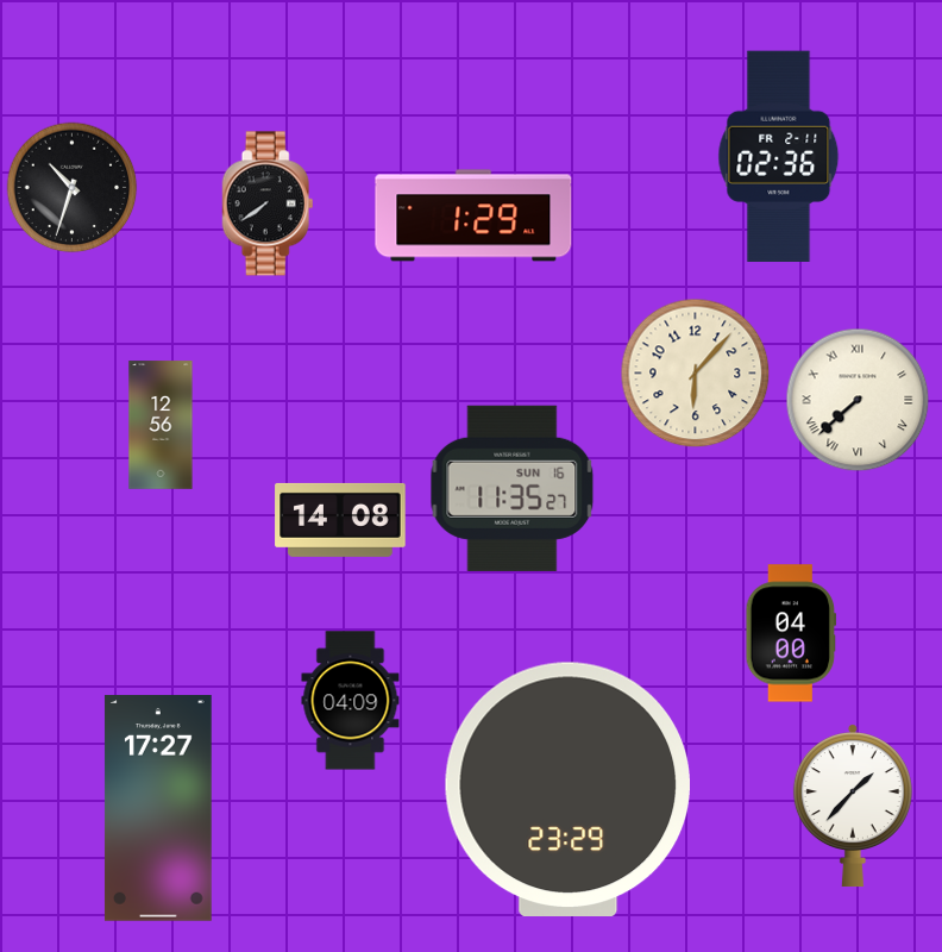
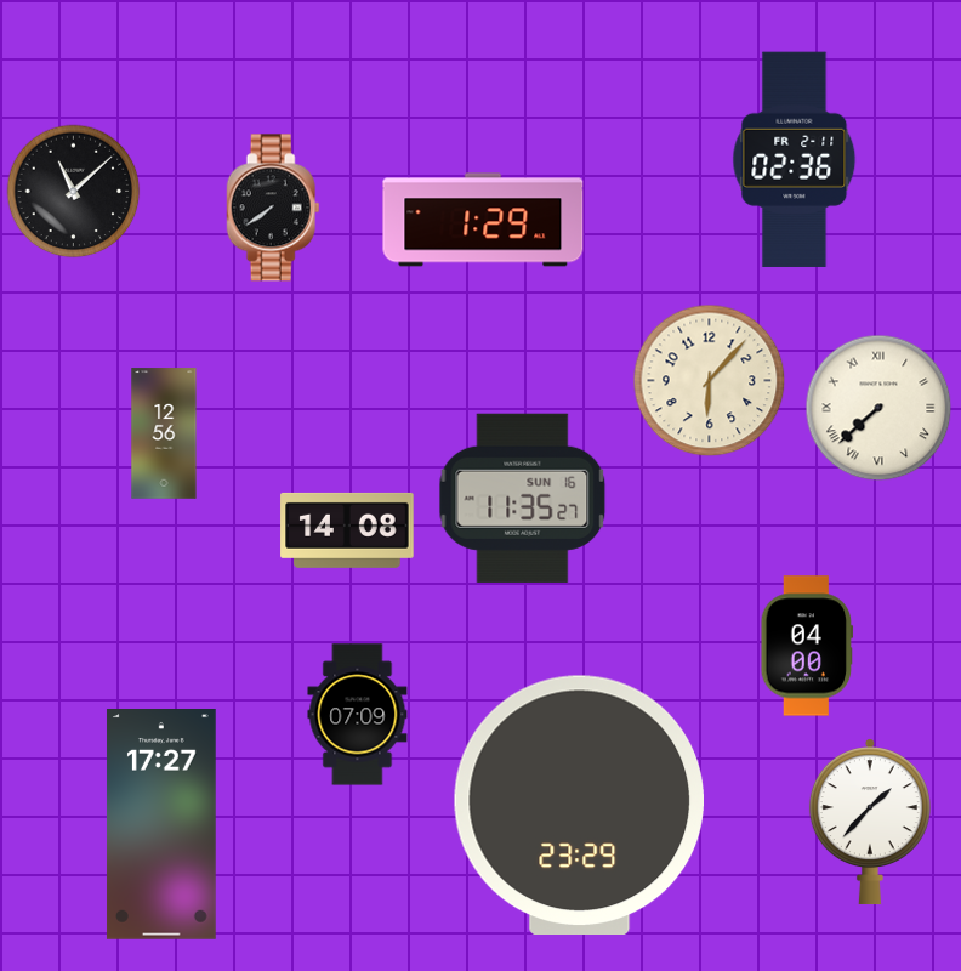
clock at (73, 188): 10:33 -> 11:08
clock at (858, 400) position: (858, 400) -> (878, 408)
clock at (351, 701): 04:09 -> 07:09
